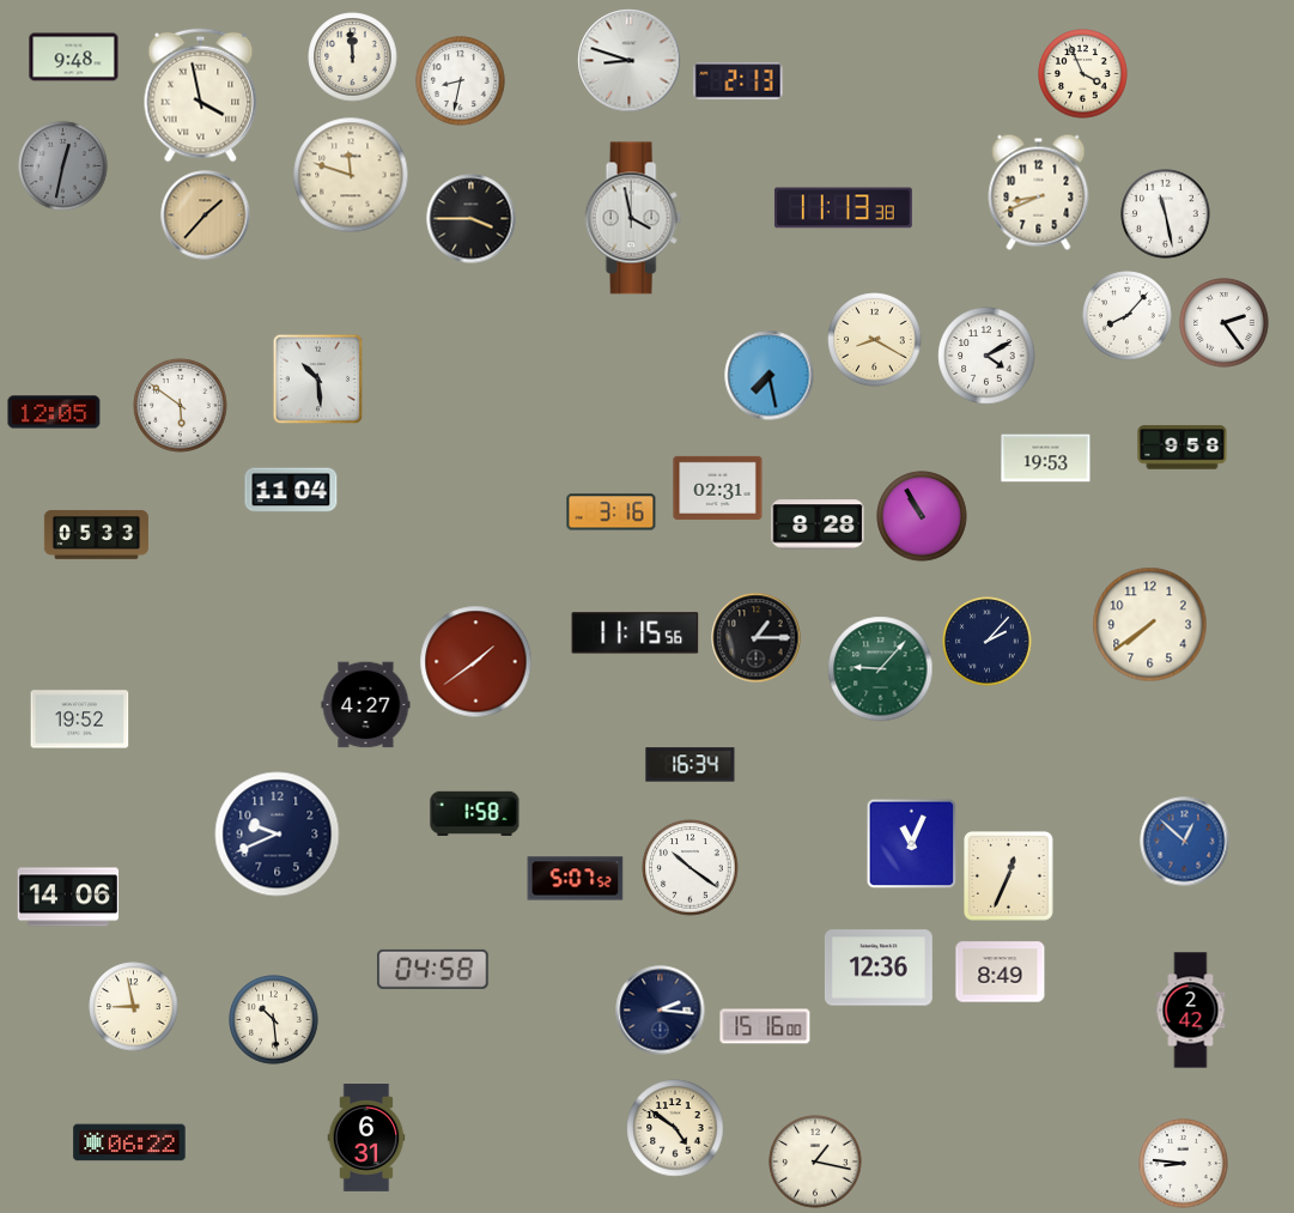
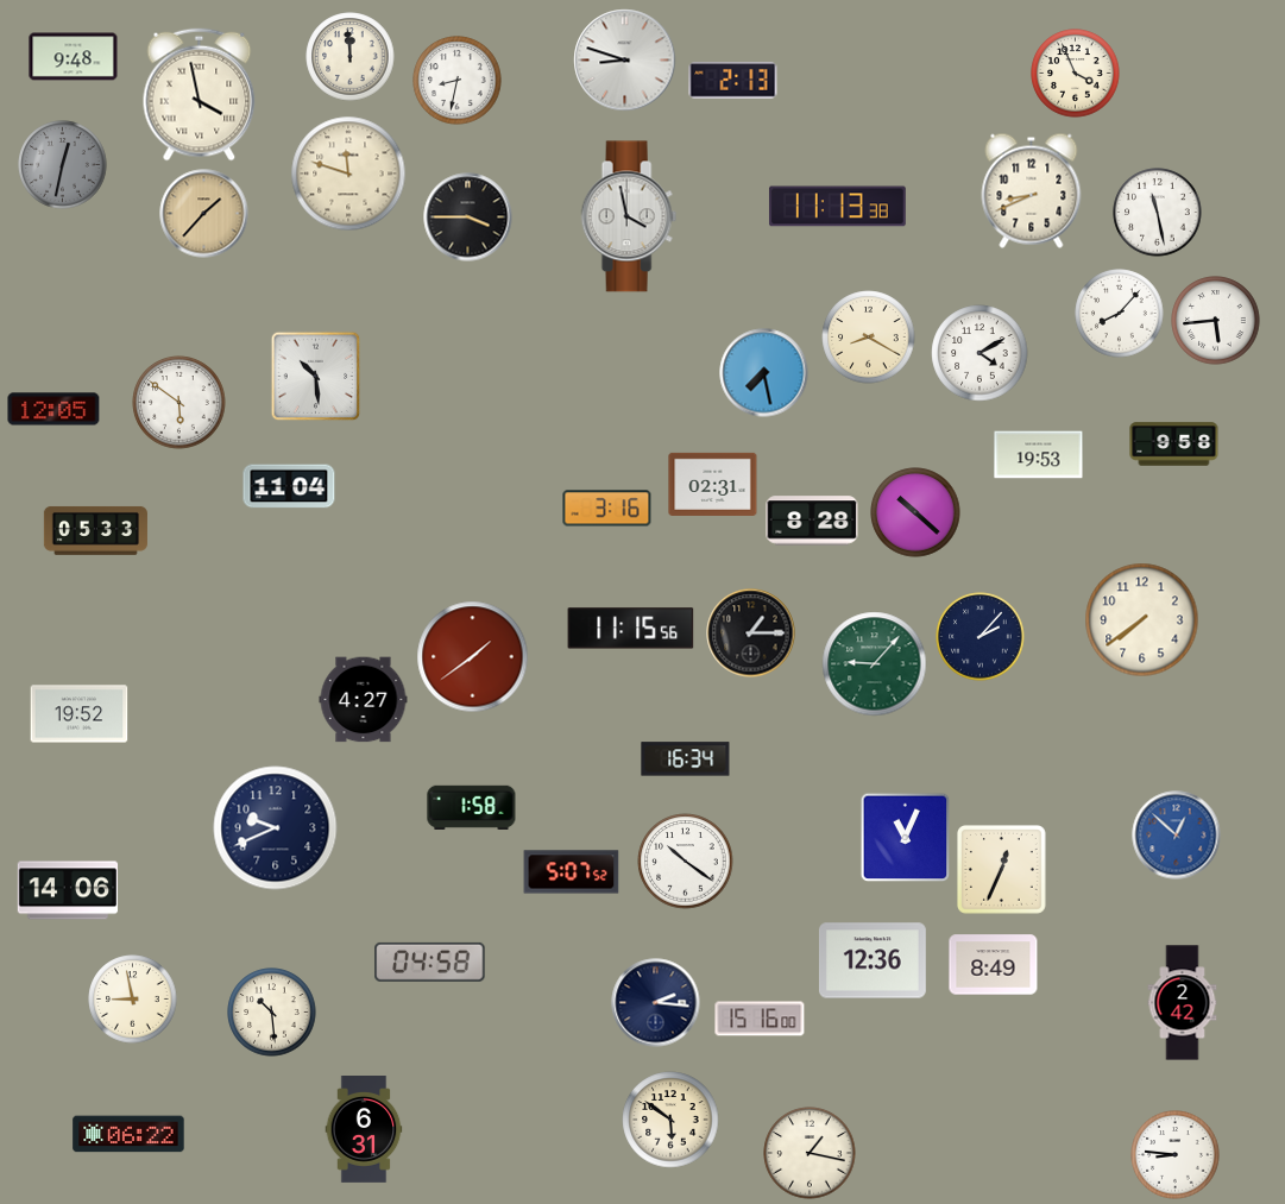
clock at (1225, 323): 2:24 -> 5:44
clock at (922, 516): 10:55 -> 10:22
clock at (675, 1128): 4:51 -> 5:51
